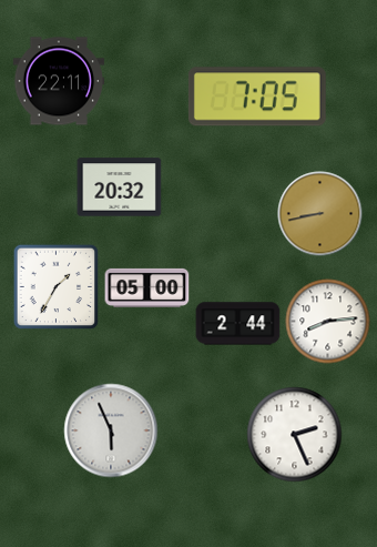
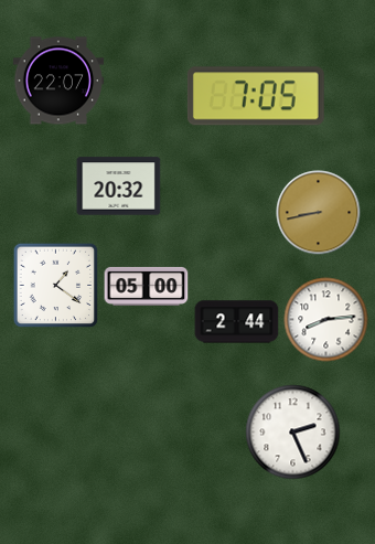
clock at (59, 81): 22:11 -> 22:07
clock at (55, 286): 1:35 -> 1:21
clock at (111, 430): 5:56 -> none
